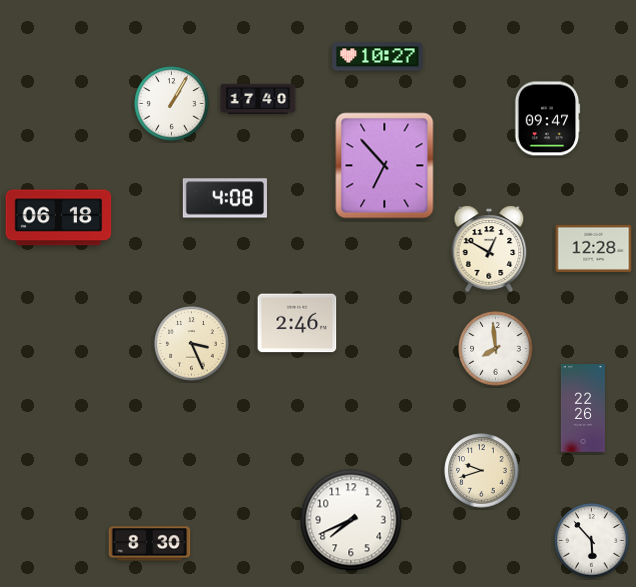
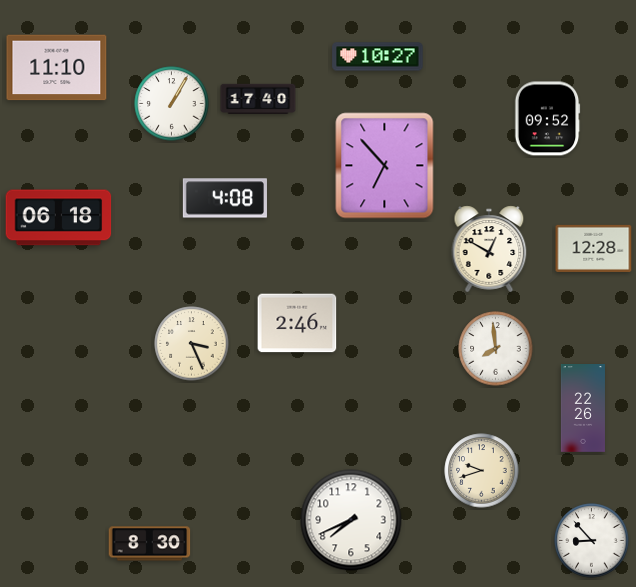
clock at (57, 68): none -> 11:10
clock at (547, 119): 09:47 -> 09:52
clock at (592, 541): 5:53 -> 8:53
